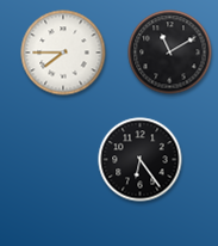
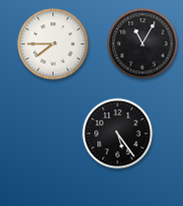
clock at (170, 53): 11:10 -> 11:05
clock at (141, 160): 6:24 -> 5:24
